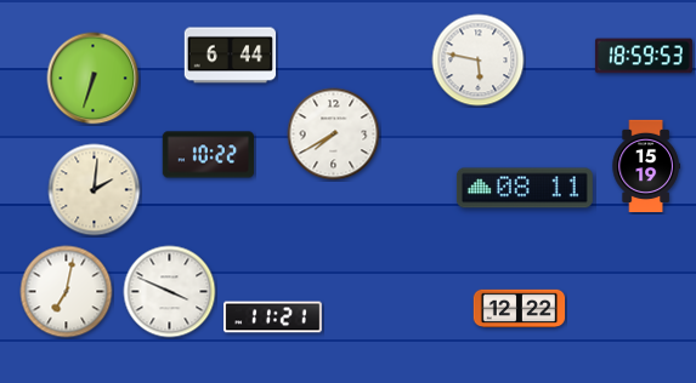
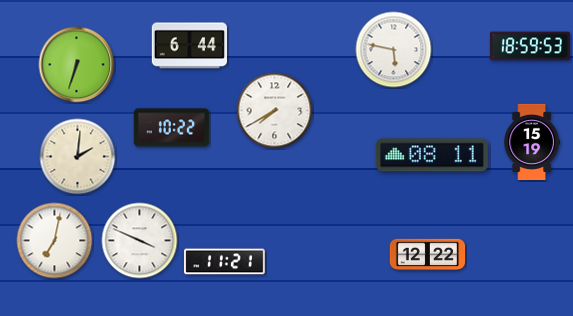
clock at (646, 165) position: (646, 165) -> (532, 141)
